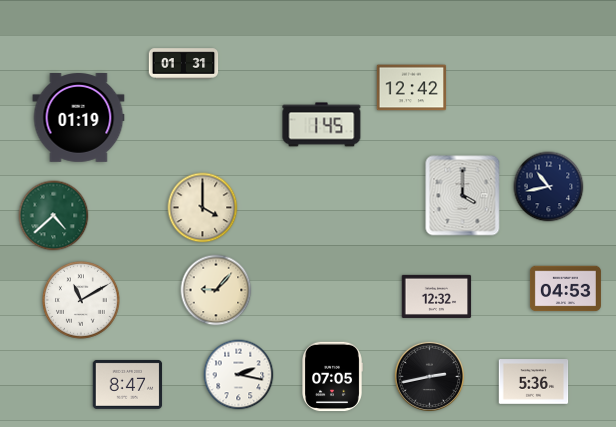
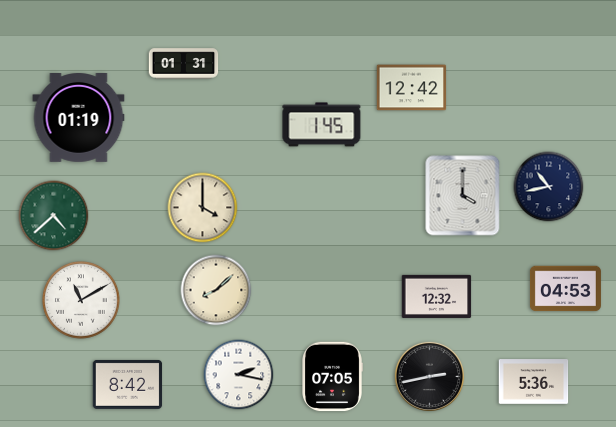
clock at (216, 290): 9:07 -> 8:08
clock at (128, 384): 8:47 -> 8:42
